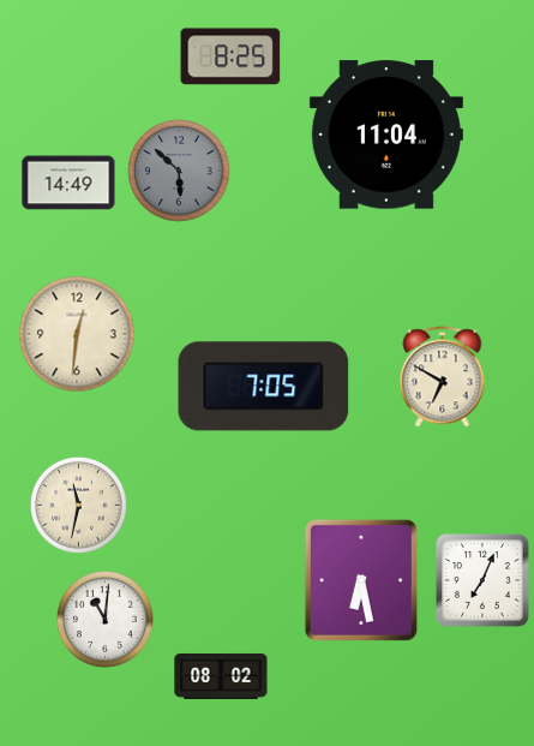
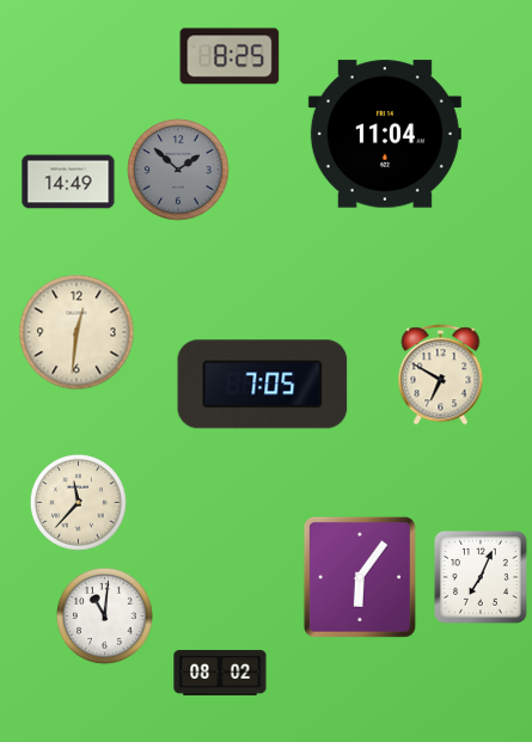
clock at (179, 171): 5:52 -> 1:52
clock at (79, 506): 11:32 -> 11:37
clock at (361, 580): 6:28 -> 6:06
